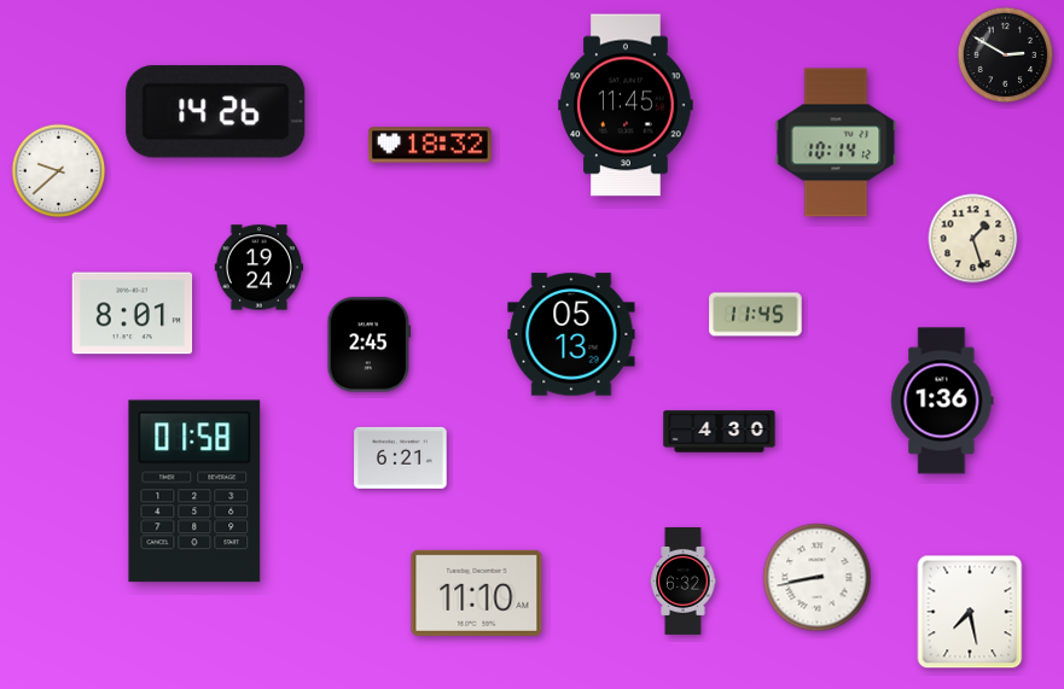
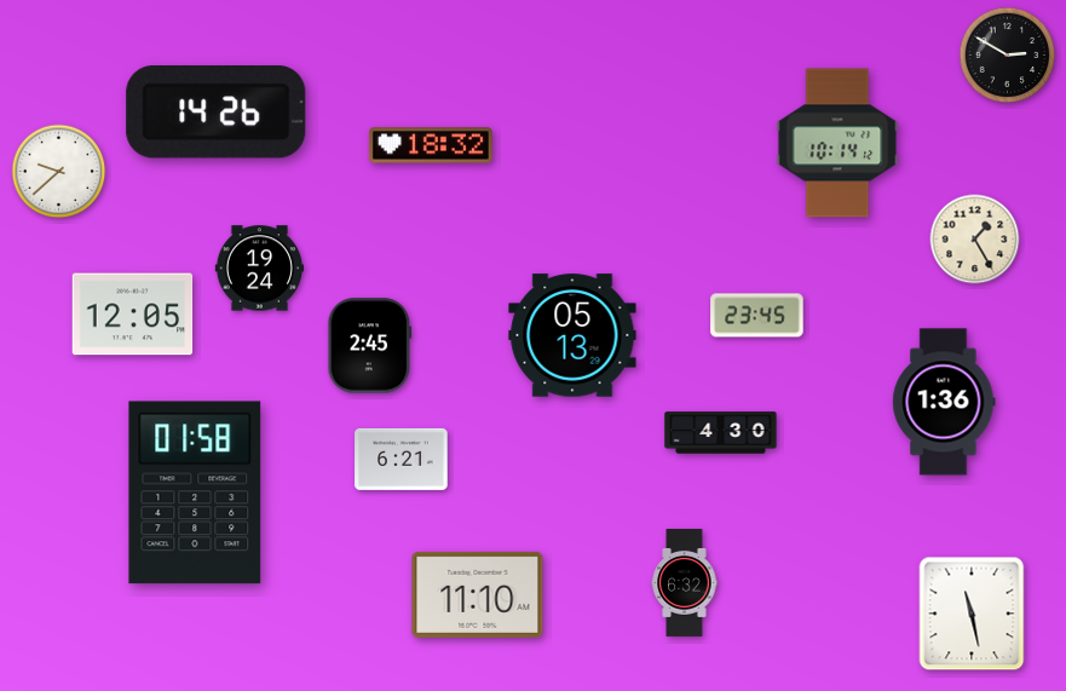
clock at (626, 105): 11:45 -> none
clock at (973, 239): 1:27 -> 1:25
clock at (133, 314): 8:01 -> 12:05
clock at (756, 315): 11:45 -> 23:45
clock at (818, 578): 8:43 -> none
clock at (970, 612): 7:28 -> 11:28
